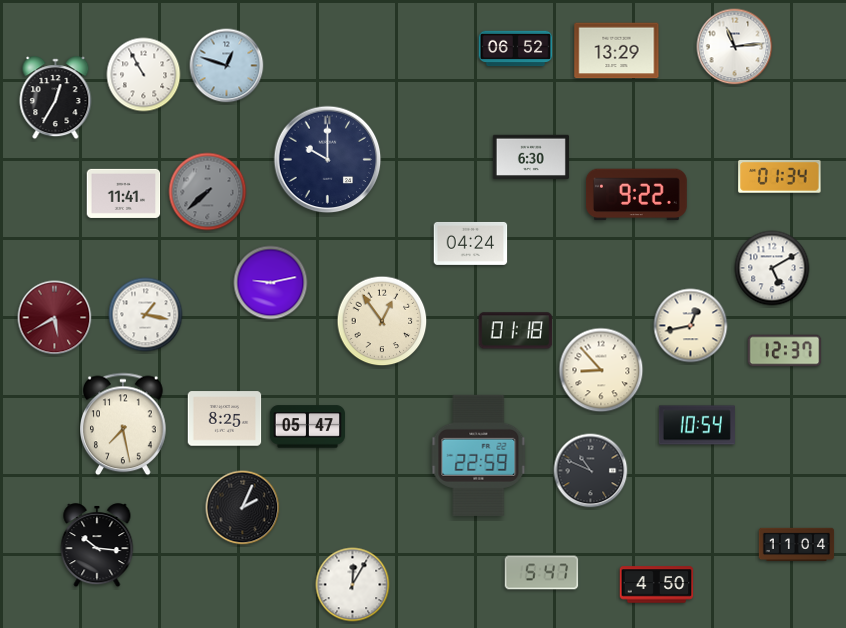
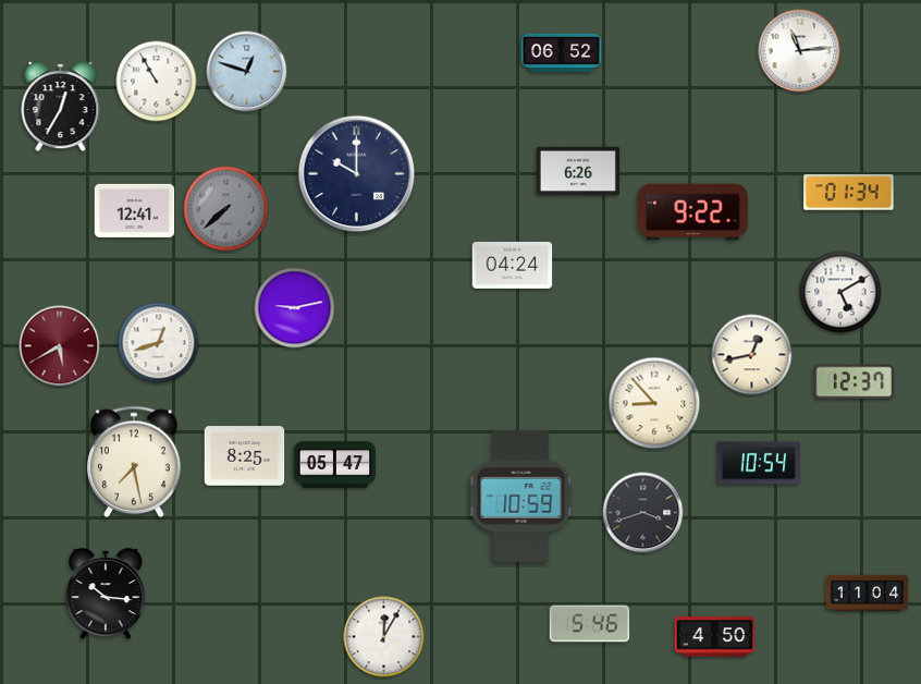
clock at (617, 51): 13:29 -> none
clock at (531, 157): 6:30 -> 6:26
clock at (124, 193): 11:41 -> 12:41
clock at (146, 315): 1:17 -> 12:42
clock at (382, 321): 12:54 -> none
clock at (516, 331): 01:18 -> none
clock at (479, 455): 22:59 -> 10:59
clock at (591, 471): 10:49 -> 3:42
clock at (243, 508): 2:04 -> none
clock at (542, 573): 5:47 -> 5:46
